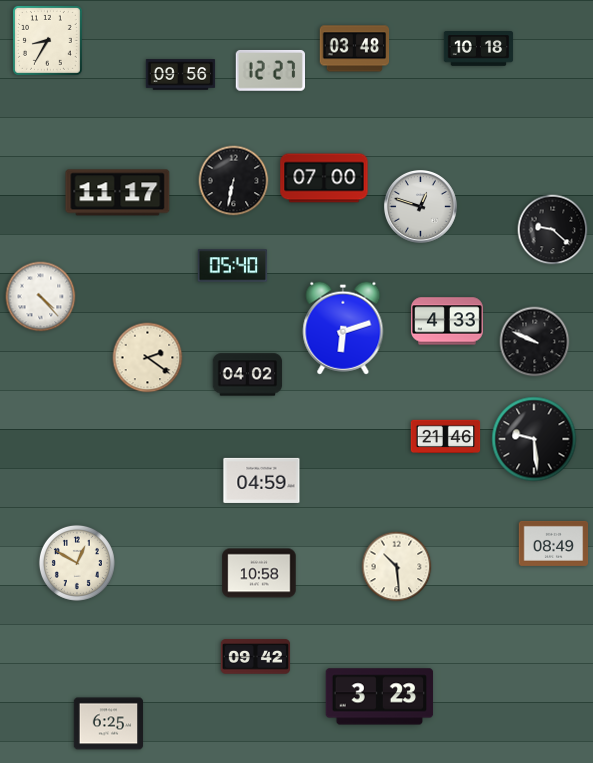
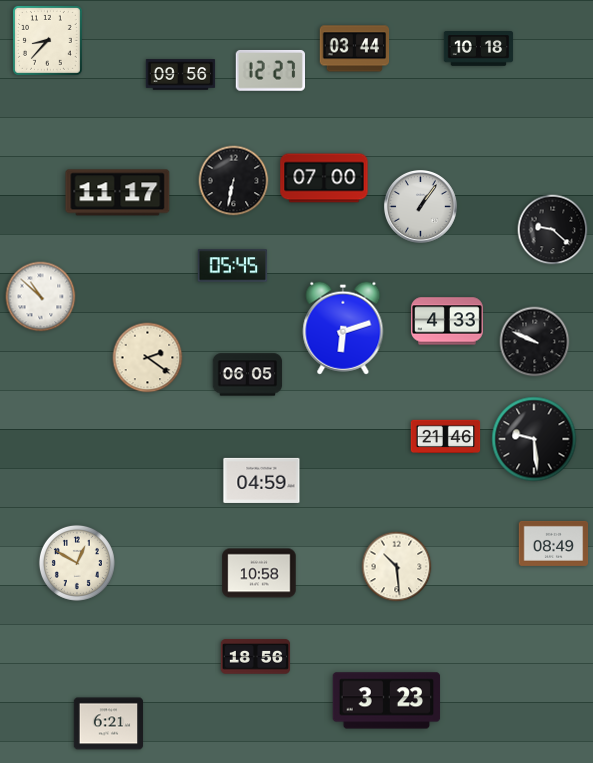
clock at (48, 41): 8:35 -> 8:37
clock at (355, 49): 03:48 -> 03:44
clock at (421, 207): 12:48 -> 1:06
clock at (233, 266): 05:40 -> 05:45
clock at (41, 297): 4:23 -> 10:52
clock at (248, 375): 04:02 -> 06:05
clock at (256, 657): 09:42 -> 18:56
clock at (380, 697) position: (380, 697) -> (387, 701)
clock at (109, 724): 6:25 -> 6:21
